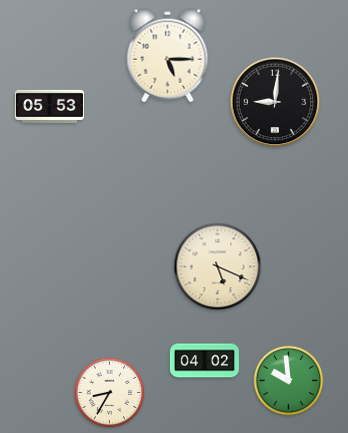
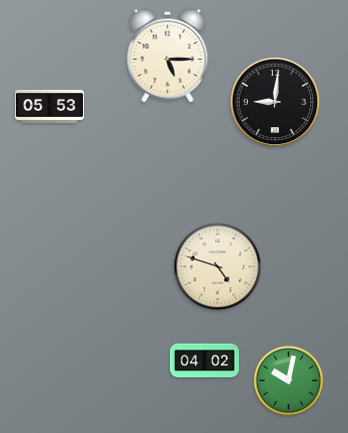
clock at (218, 267): 5:19 -> 4:48
clock at (289, 381): 9:59 -> 10:02
clock at (110, 393): 8:35 -> none
